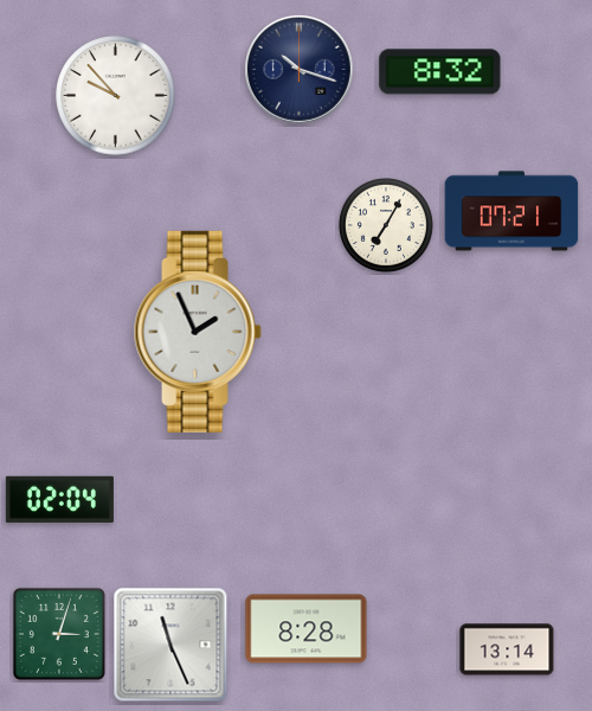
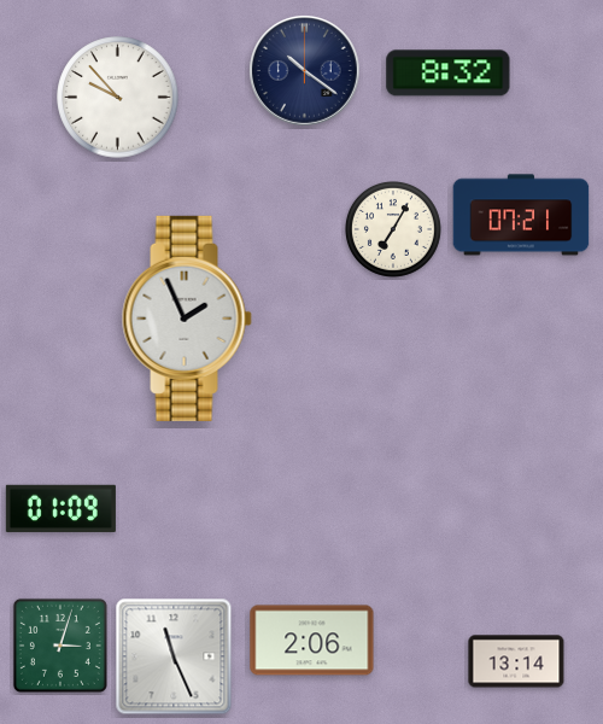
clock at (300, 70): 10:18 -> 10:21
clock at (198, 332) position: (198, 332) -> (187, 319)
clock at (59, 499): 02:04 -> 01:09
clock at (307, 629): 8:28 -> 2:06
